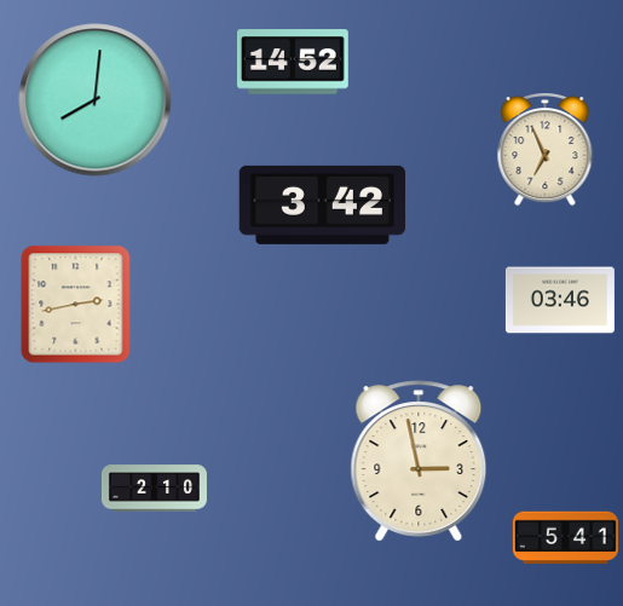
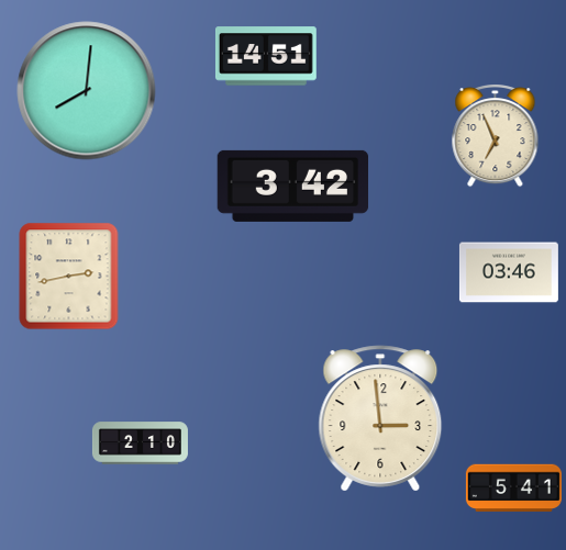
clock at (293, 62): 14:52 -> 14:51
clock at (419, 461): 2:58 -> 2:59
